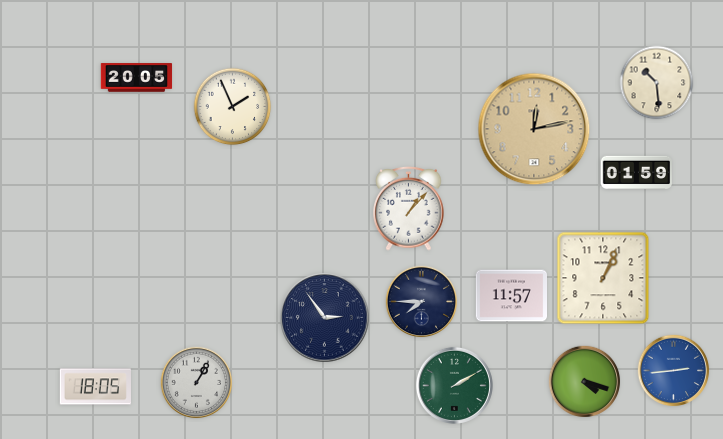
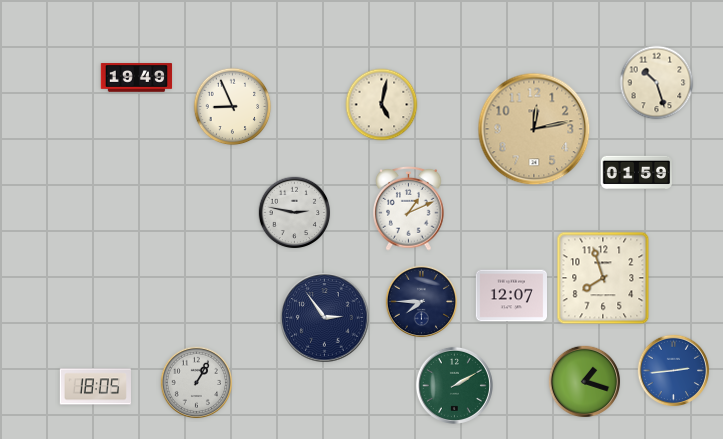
clock at (137, 78): 20:05 -> 19:49
clock at (657, 83): 10:29 -> 10:27
clock at (382, 105): none -> 5:02
clock at (233, 107): 1:56 -> 8:56
clock at (409, 209): 1:07 -> 1:11
clock at (295, 213): none -> 2:47
clock at (603, 278): 1:04 -> 7:57
clock at (511, 296): 11:57 -> 12:07
clock at (585, 382): 4:18 -> 1:18
